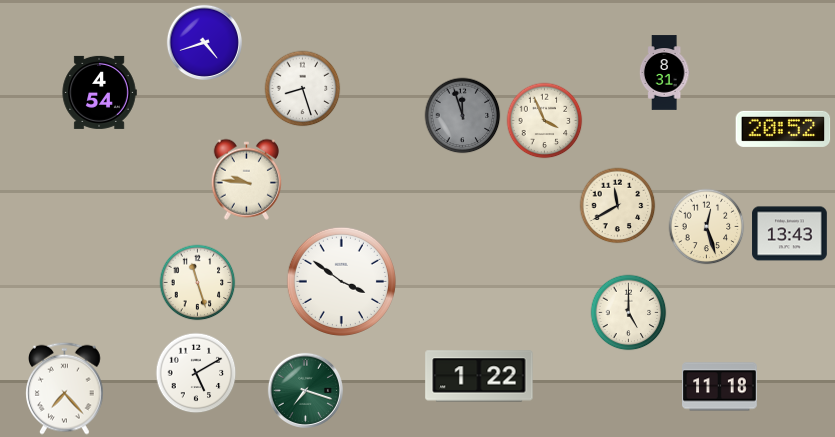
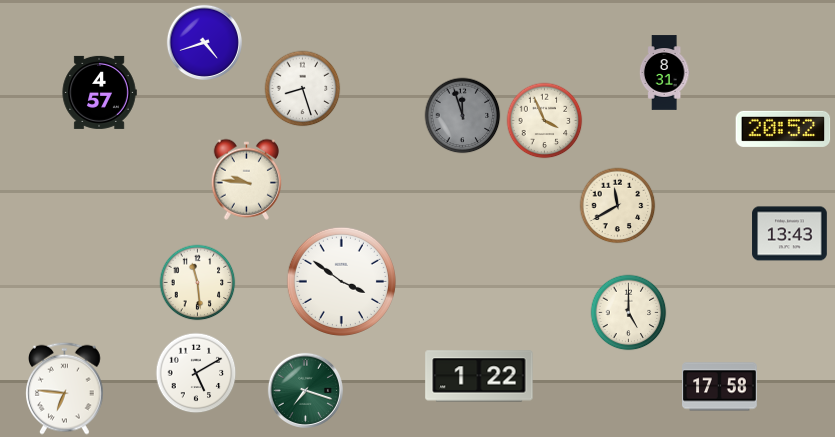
clock at (99, 92): 4:54 -> 4:57
clock at (707, 227): 12:27 -> none
clock at (198, 283): 11:27 -> 11:29
clock at (720, 387): 11:18 -> 17:58
clock at (65, 388): 7:23 -> 6:46
